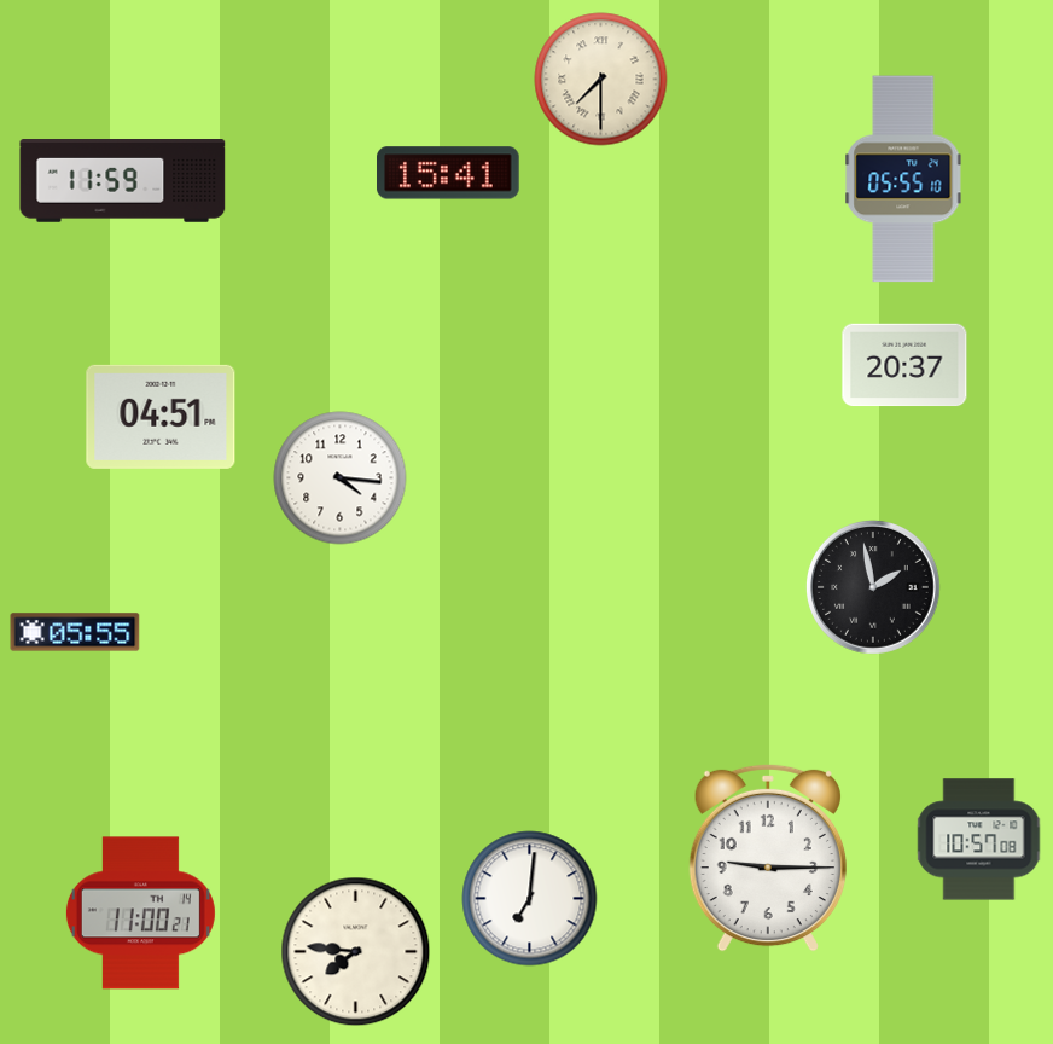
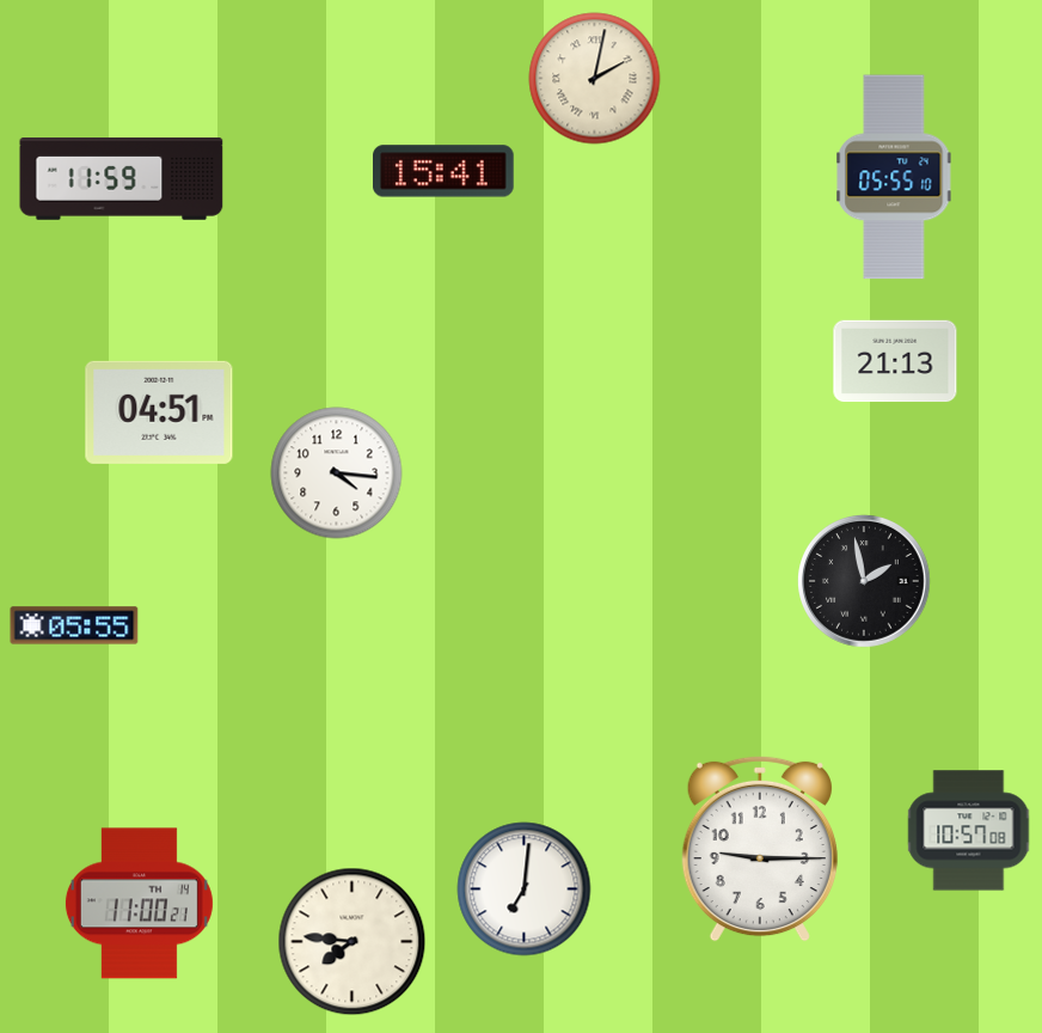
clock at (601, 80): 7:30 -> 2:02
clock at (904, 365): 20:37 -> 21:13
